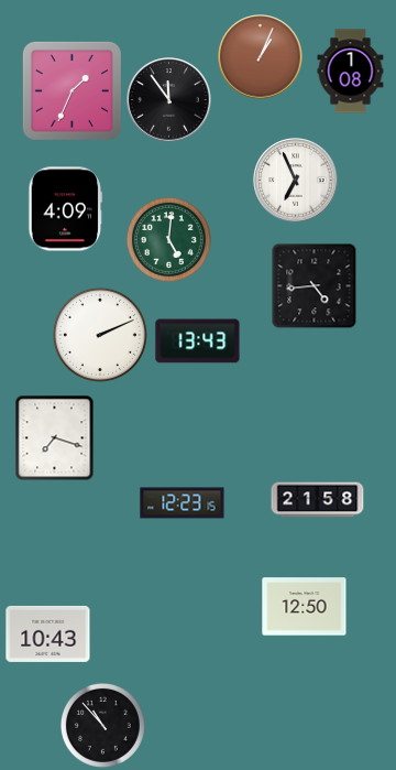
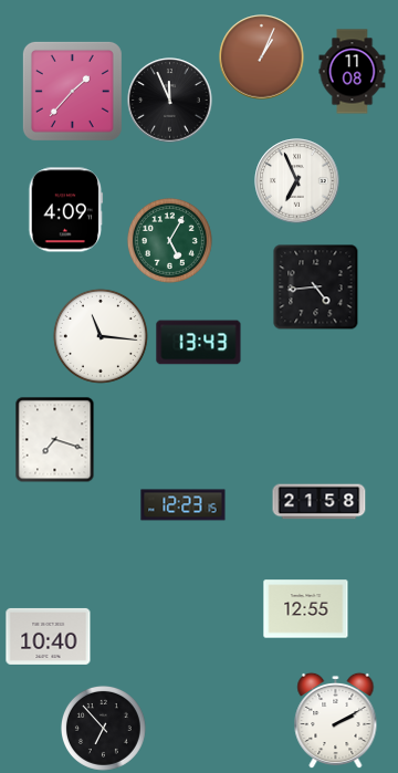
clock at (351, 72): 1:08 -> 11:08
clock at (71, 90): 1:34 -> 1:37
clock at (169, 100): 11:54 -> 11:56
clock at (168, 239): 5:01 -> 5:05
clock at (100, 335): 2:11 -> 11:16
clock at (305, 607): 12:50 -> 12:55
clock at (48, 633): 10:43 -> 10:40
clock at (336, 720): none -> 2:10
clock at (102, 725): 10:53 -> 6:53
